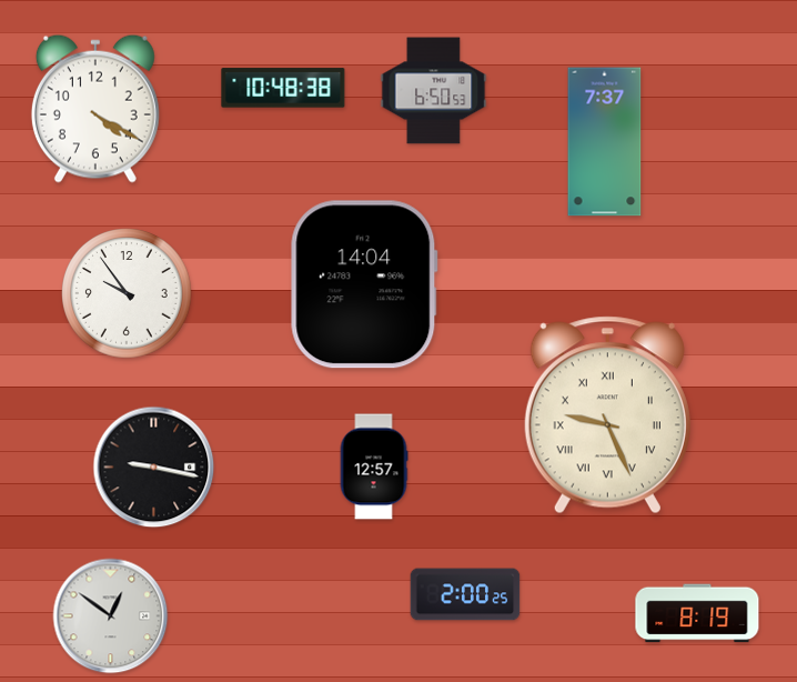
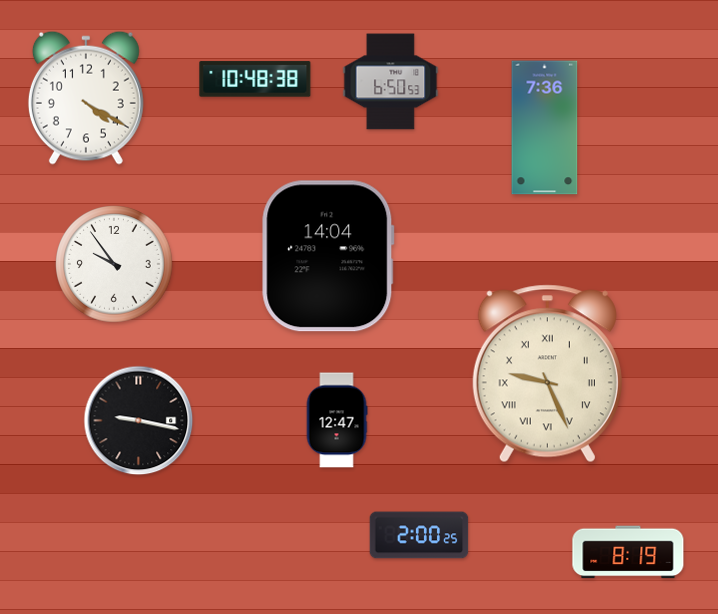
clock at (605, 142): 7:37 -> 7:36
clock at (374, 467): 12:57 -> 12:47
clock at (111, 616): 12:51 -> none
